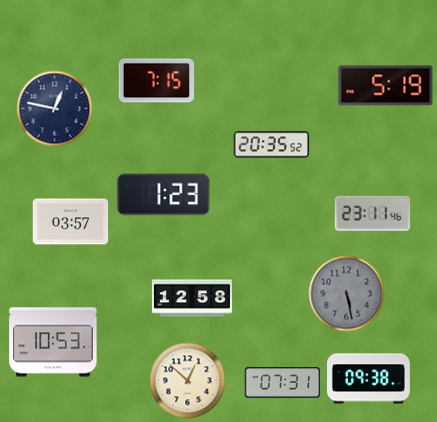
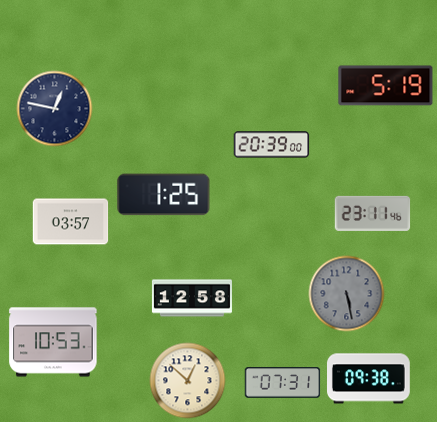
clock at (157, 81): 7:15 -> none
clock at (272, 145): 20:35 -> 20:39
clock at (164, 195): 1:23 -> 1:25
